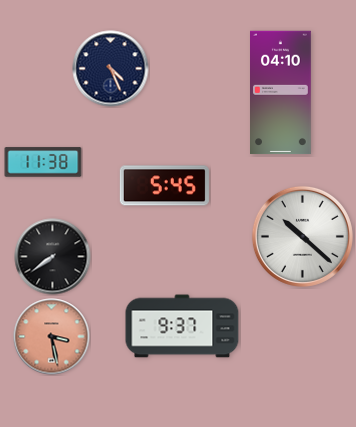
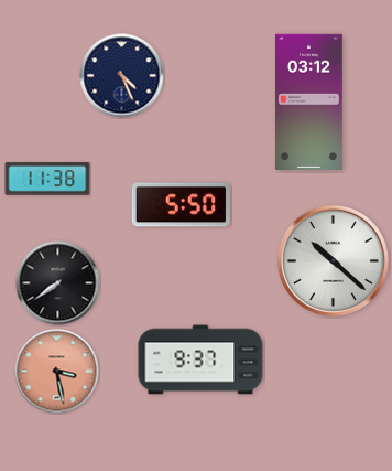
clock at (281, 93): 04:10 -> 03:12
clock at (164, 186): 5:45 -> 5:50
